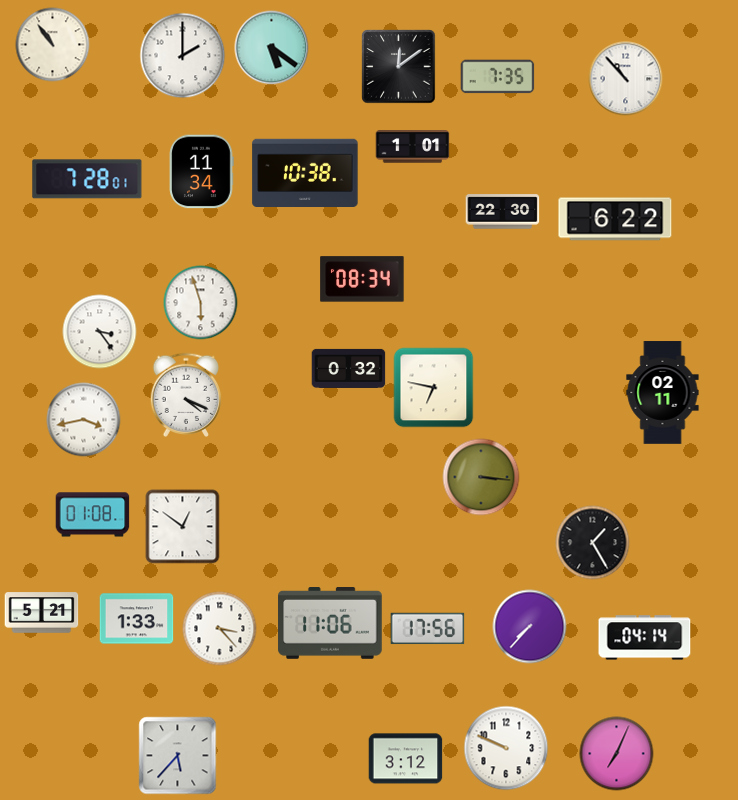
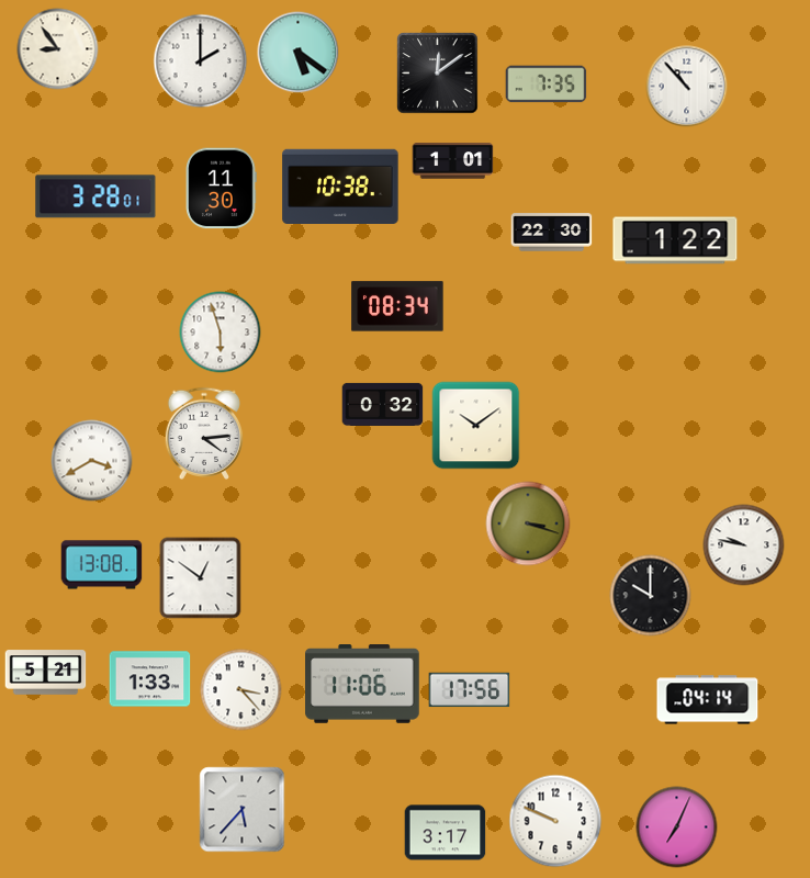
clock at (53, 45): 10:54 -> 8:54
clock at (201, 172): 11:34 -> 11:30
clock at (305, 172) position: (305, 172) -> (340, 185)
clock at (87, 179): 7:28 -> 3:28
clock at (615, 219): 6:22 -> 1:22
clock at (100, 332): 3:24 -> none
clock at (434, 388): 6:47 -> 10:09
clock at (663, 393): 02:11 -> none
clock at (186, 395): 4:19 -> 4:14
clock at (84, 420): 3:43 -> 3:40
clock at (481, 477): 3:16 -> 3:18
clock at (744, 545): none -> 9:47
clock at (93, 515): 01:08 -> 13:08
clock at (593, 543): 1:25 -> 10:00
clock at (530, 627): 7:37 -> none
clock at (178, 756) position: (178, 756) -> (243, 810)
clock at (406, 759): 3:12 -> 3:17
